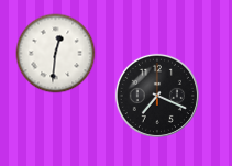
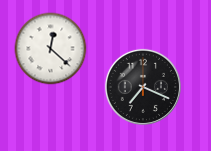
clock at (56, 54): 12:31 -> 12:22
